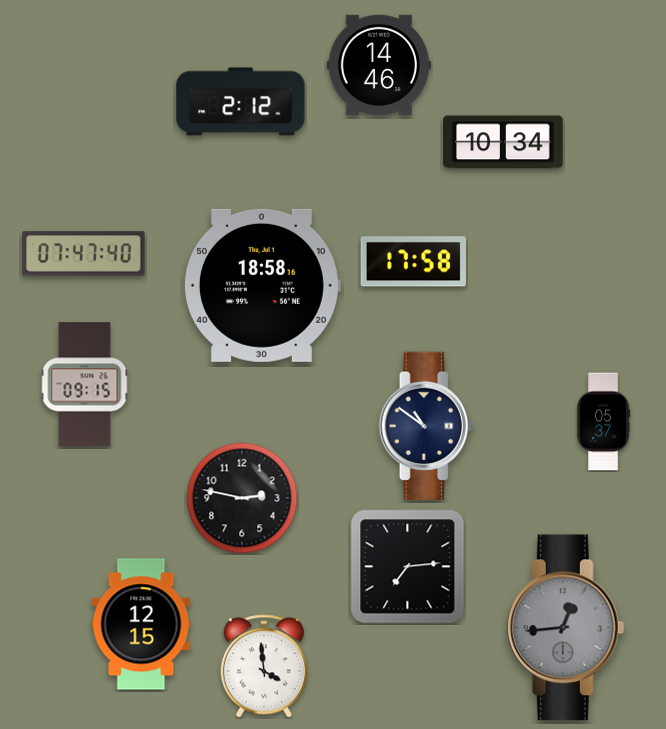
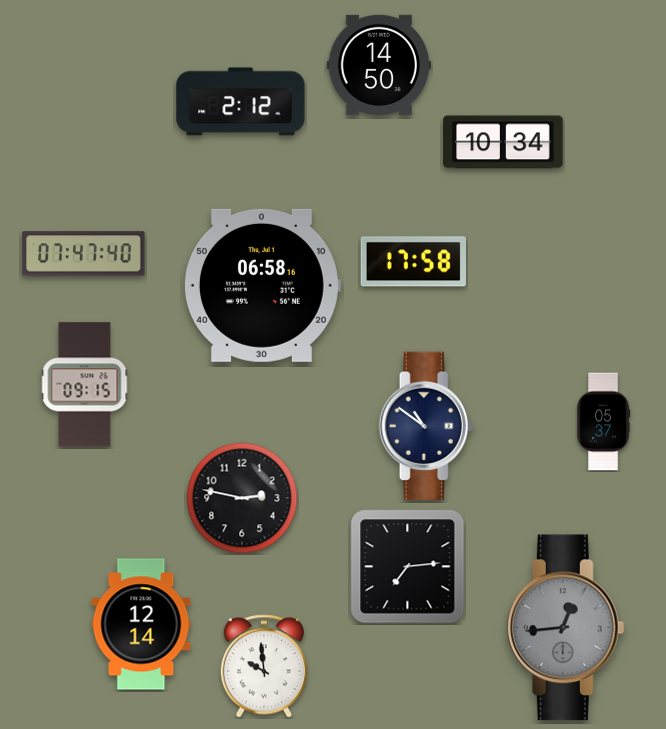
clock at (379, 65): 14:46 -> 14:50
clock at (262, 285): 18:58 -> 06:58
clock at (141, 624): 12:15 -> 12:14
clock at (264, 666): 3:59 -> 9:59
